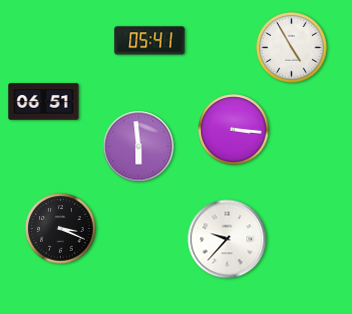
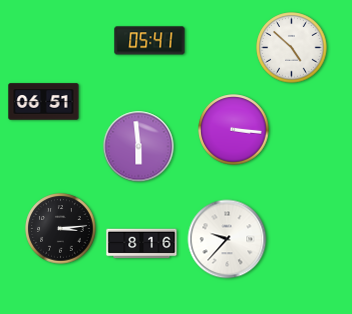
clock at (292, 48): 4:55 -> 4:52
clock at (61, 229): 3:19 -> 3:14
clock at (142, 244): none -> 8:16
